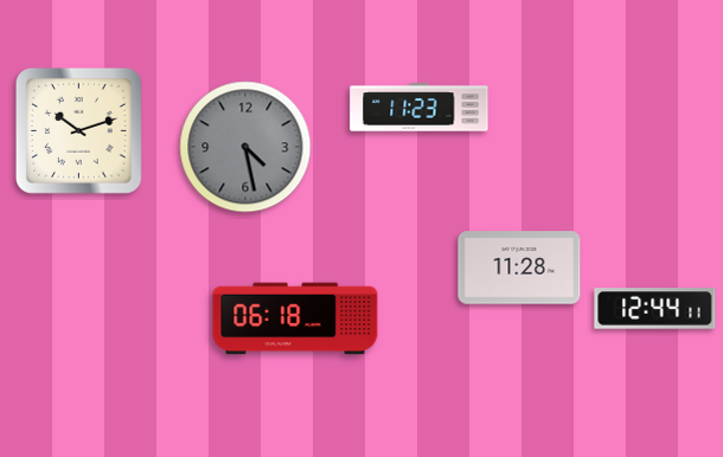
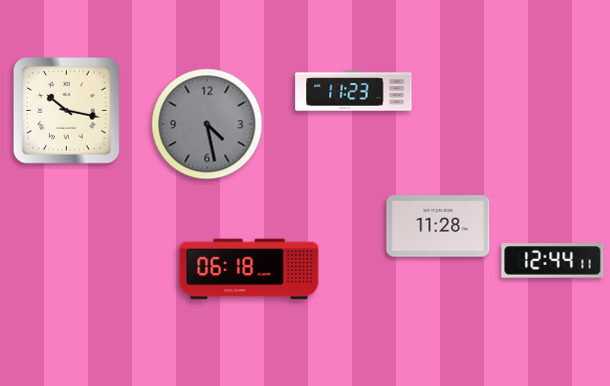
clock at (78, 130): 10:12 -> 10:17
